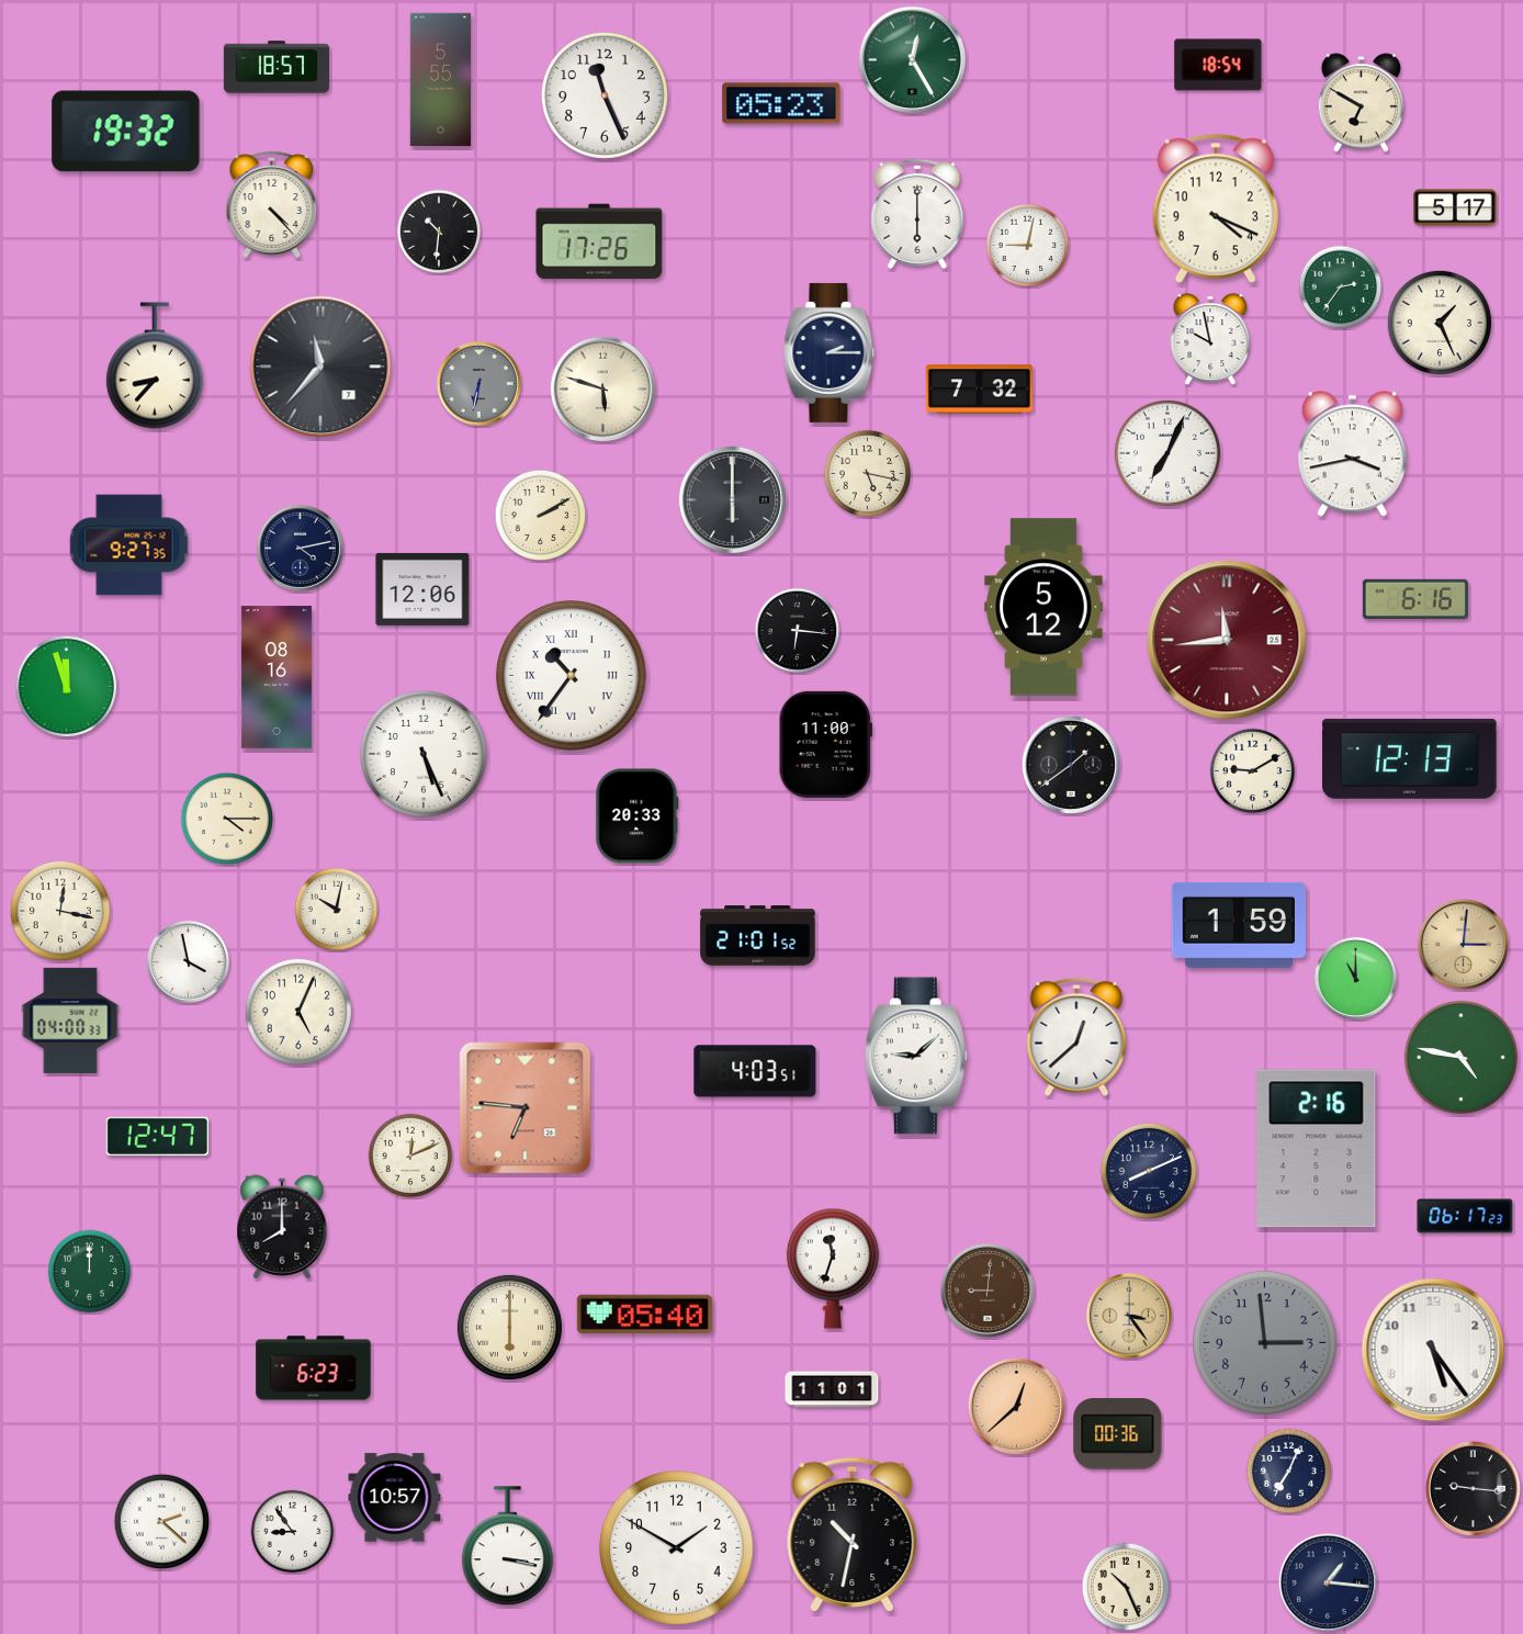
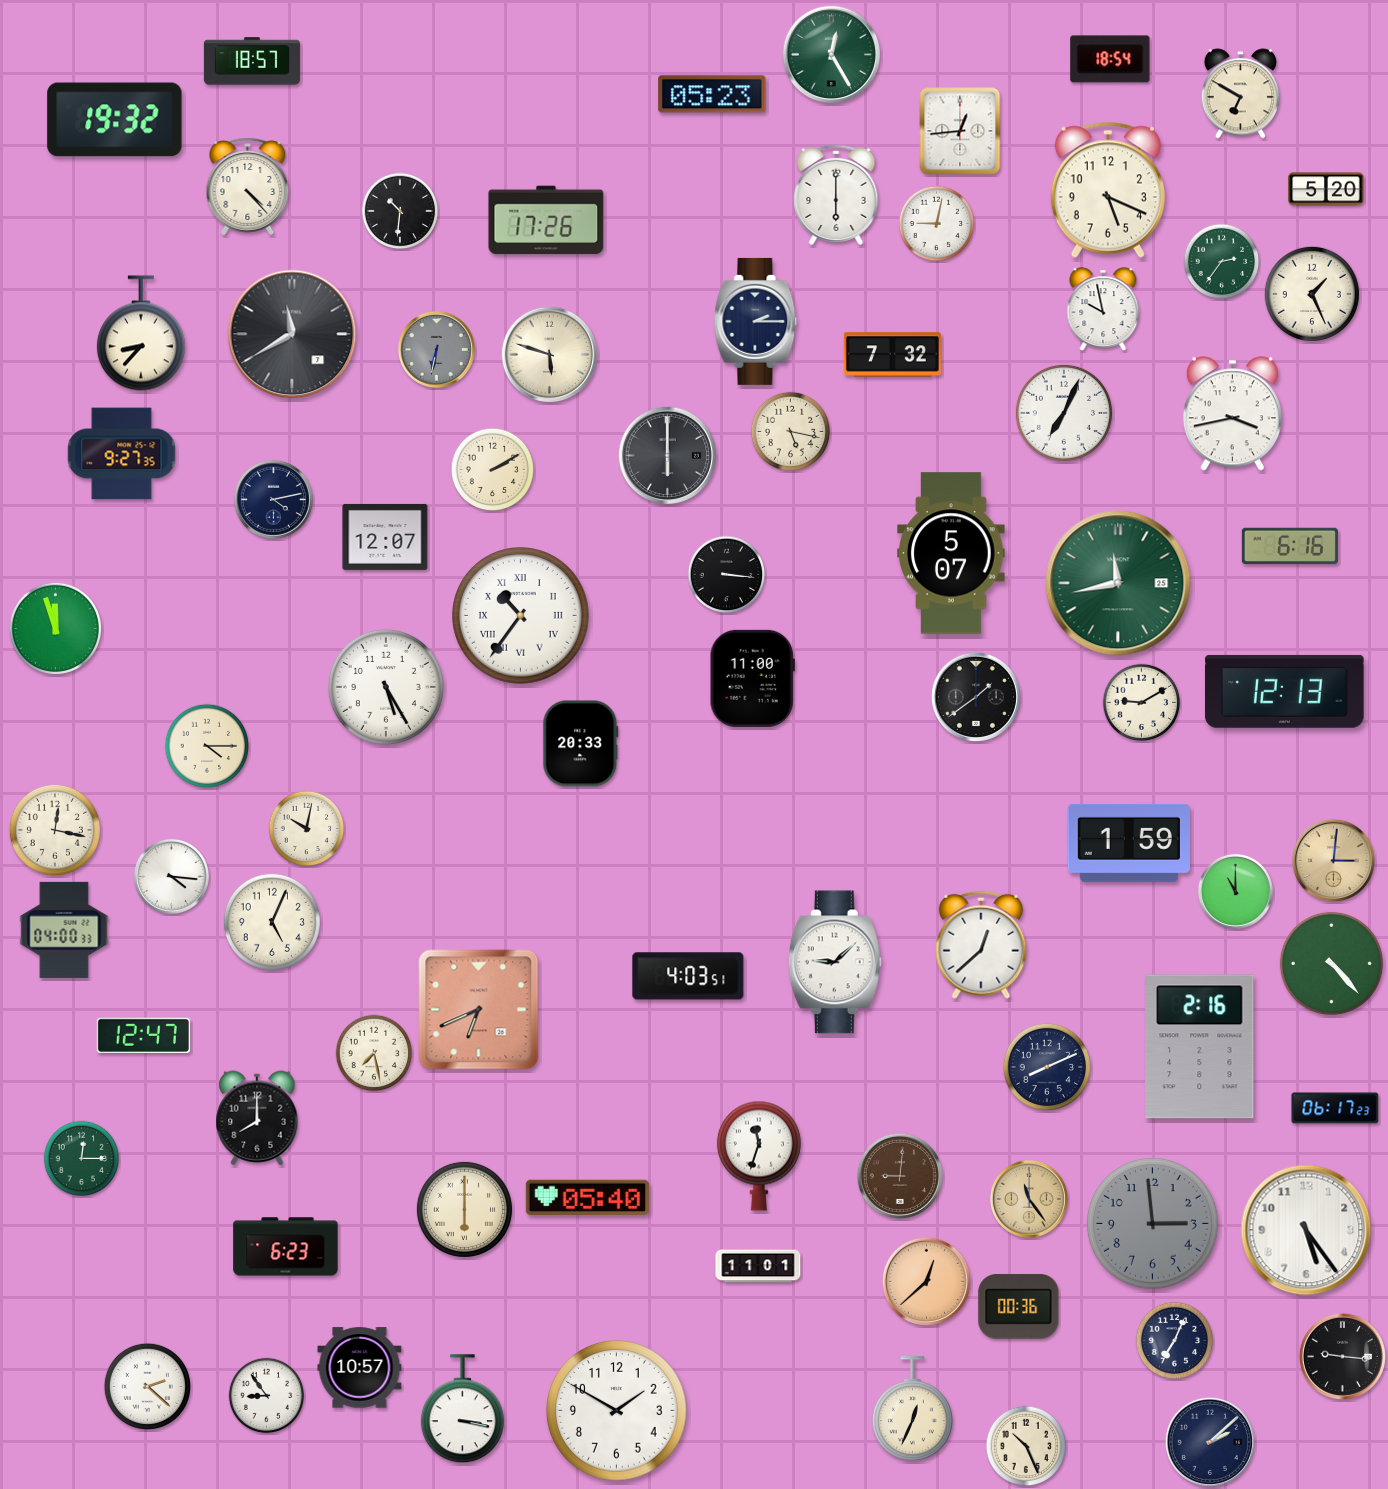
clock at (441, 80): 5:55 -> none
clock at (605, 95): 11:26 -> none
clock at (960, 131): none -> 12:44
clock at (1455, 207): 5:17 -> 5:20
clock at (1216, 209): 4:19 -> 5:19
clock at (320, 367): 11:37 -> 11:40
clock at (129, 545) position: (129, 545) -> (122, 454)
clock at (422, 589): 12:06 -> 12:07
clock at (1043, 607): 5:12 -> 5:07
clock at (798, 631): 6:16 -> 3:16
clock at (1227, 640): 11:44 -> 11:43
clock at (1227, 640) dial: burgundy -> green
clock at (277, 677): 08:16 -> none
clock at (66, 686) position: (66, 686) -> (55, 628)
clock at (424, 754): 5:26 -> 5:25
clock at (758, 936): 21:01 -> none
clock at (188, 961): 3:58 -> 4:16
clock at (1460, 1057): 4:47 -> 4:23
clock at (526, 1108): 6:46 -> 6:41
clock at (410, 1156): 12:11 -> 7:28
clock at (90, 1272): 12:00 -> 12:15
clock at (1129, 1316): 3:24 -> 11:24
clock at (395, 1498) position: (395, 1498) -> (360, 1368)
clock at (853, 1534): 10:32 -> none
clock at (912, 1409): none -> 12:34
clock at (1328, 1582): 1:16 -> 2:08
